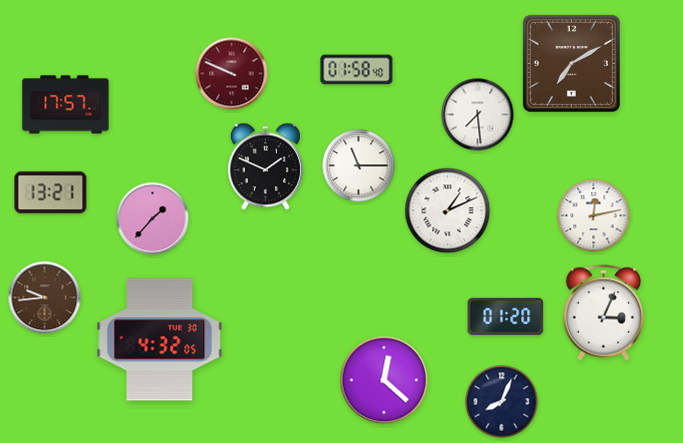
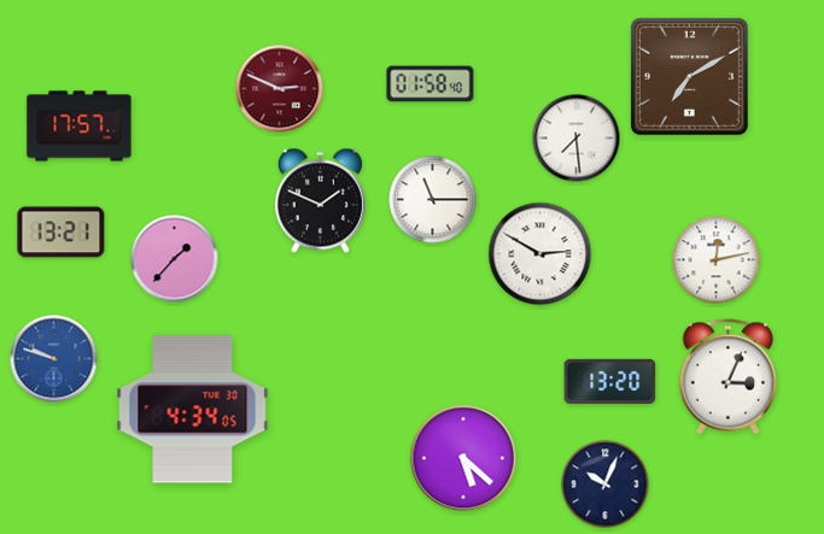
clock at (232, 74): 9:49 -> 2:49
clock at (448, 211): 1:11 -> 2:50
clock at (153, 219) position: (153, 219) -> (175, 259)
clock at (45, 298): 9:44 -> 9:48
clock at (45, 298) dial: brown -> blue
clock at (506, 316): 01:20 -> 13:20
clock at (160, 340): 4:32 -> 4:34
clock at (384, 380): 12:22 -> 5:22
clock at (502, 402): 8:04 -> 10:04
